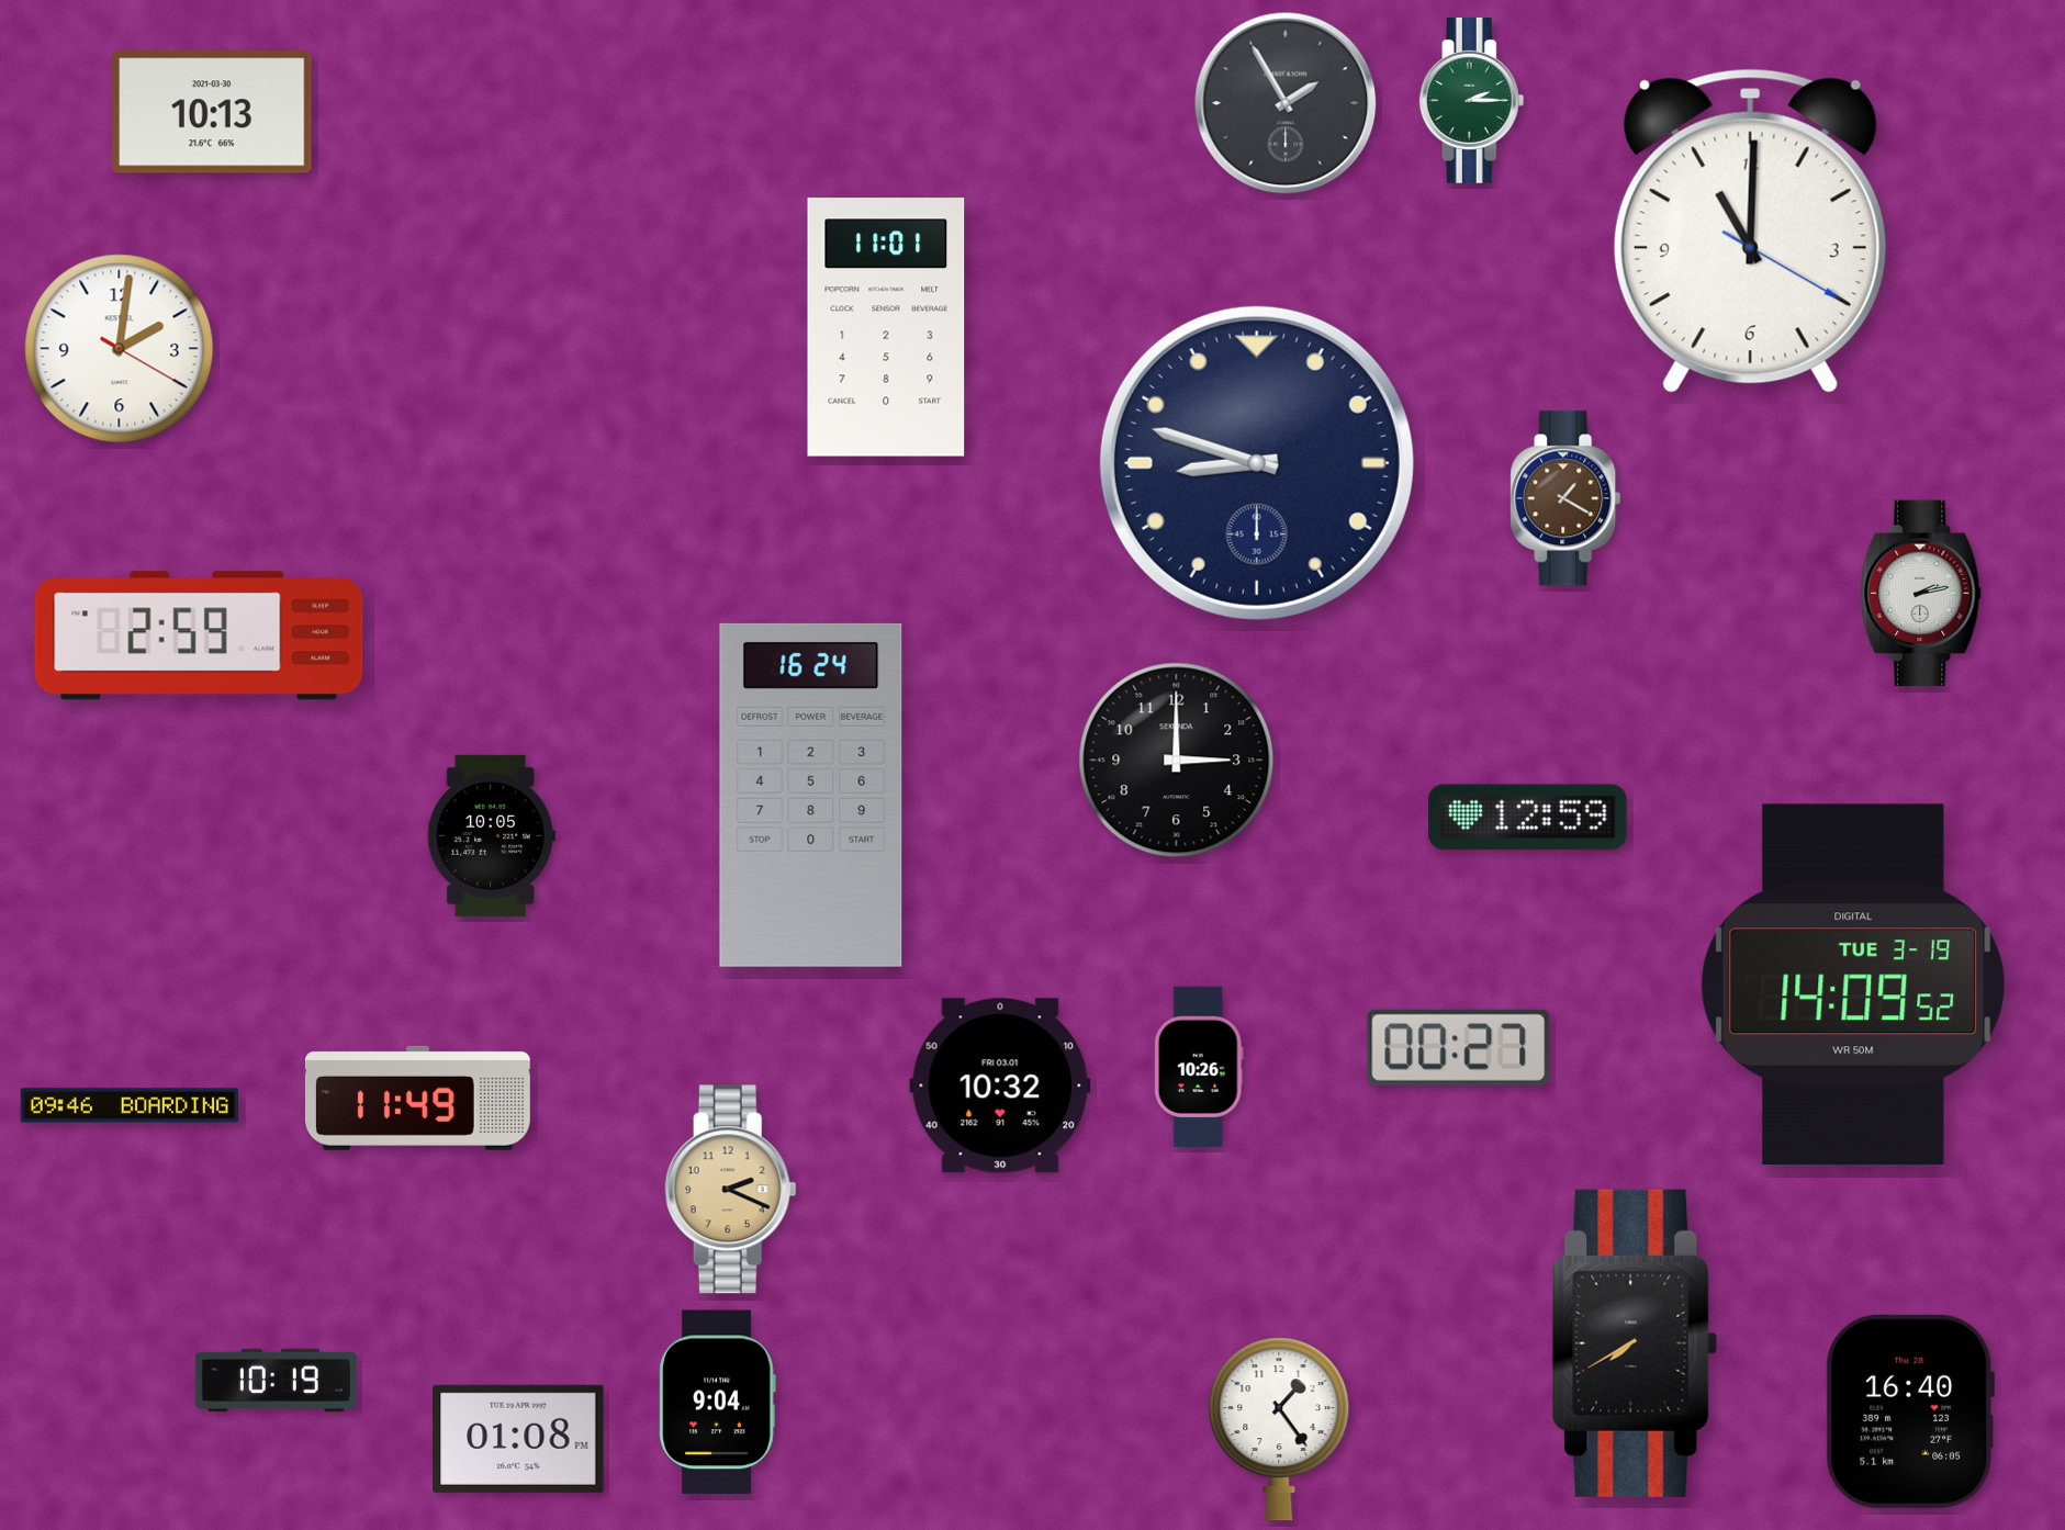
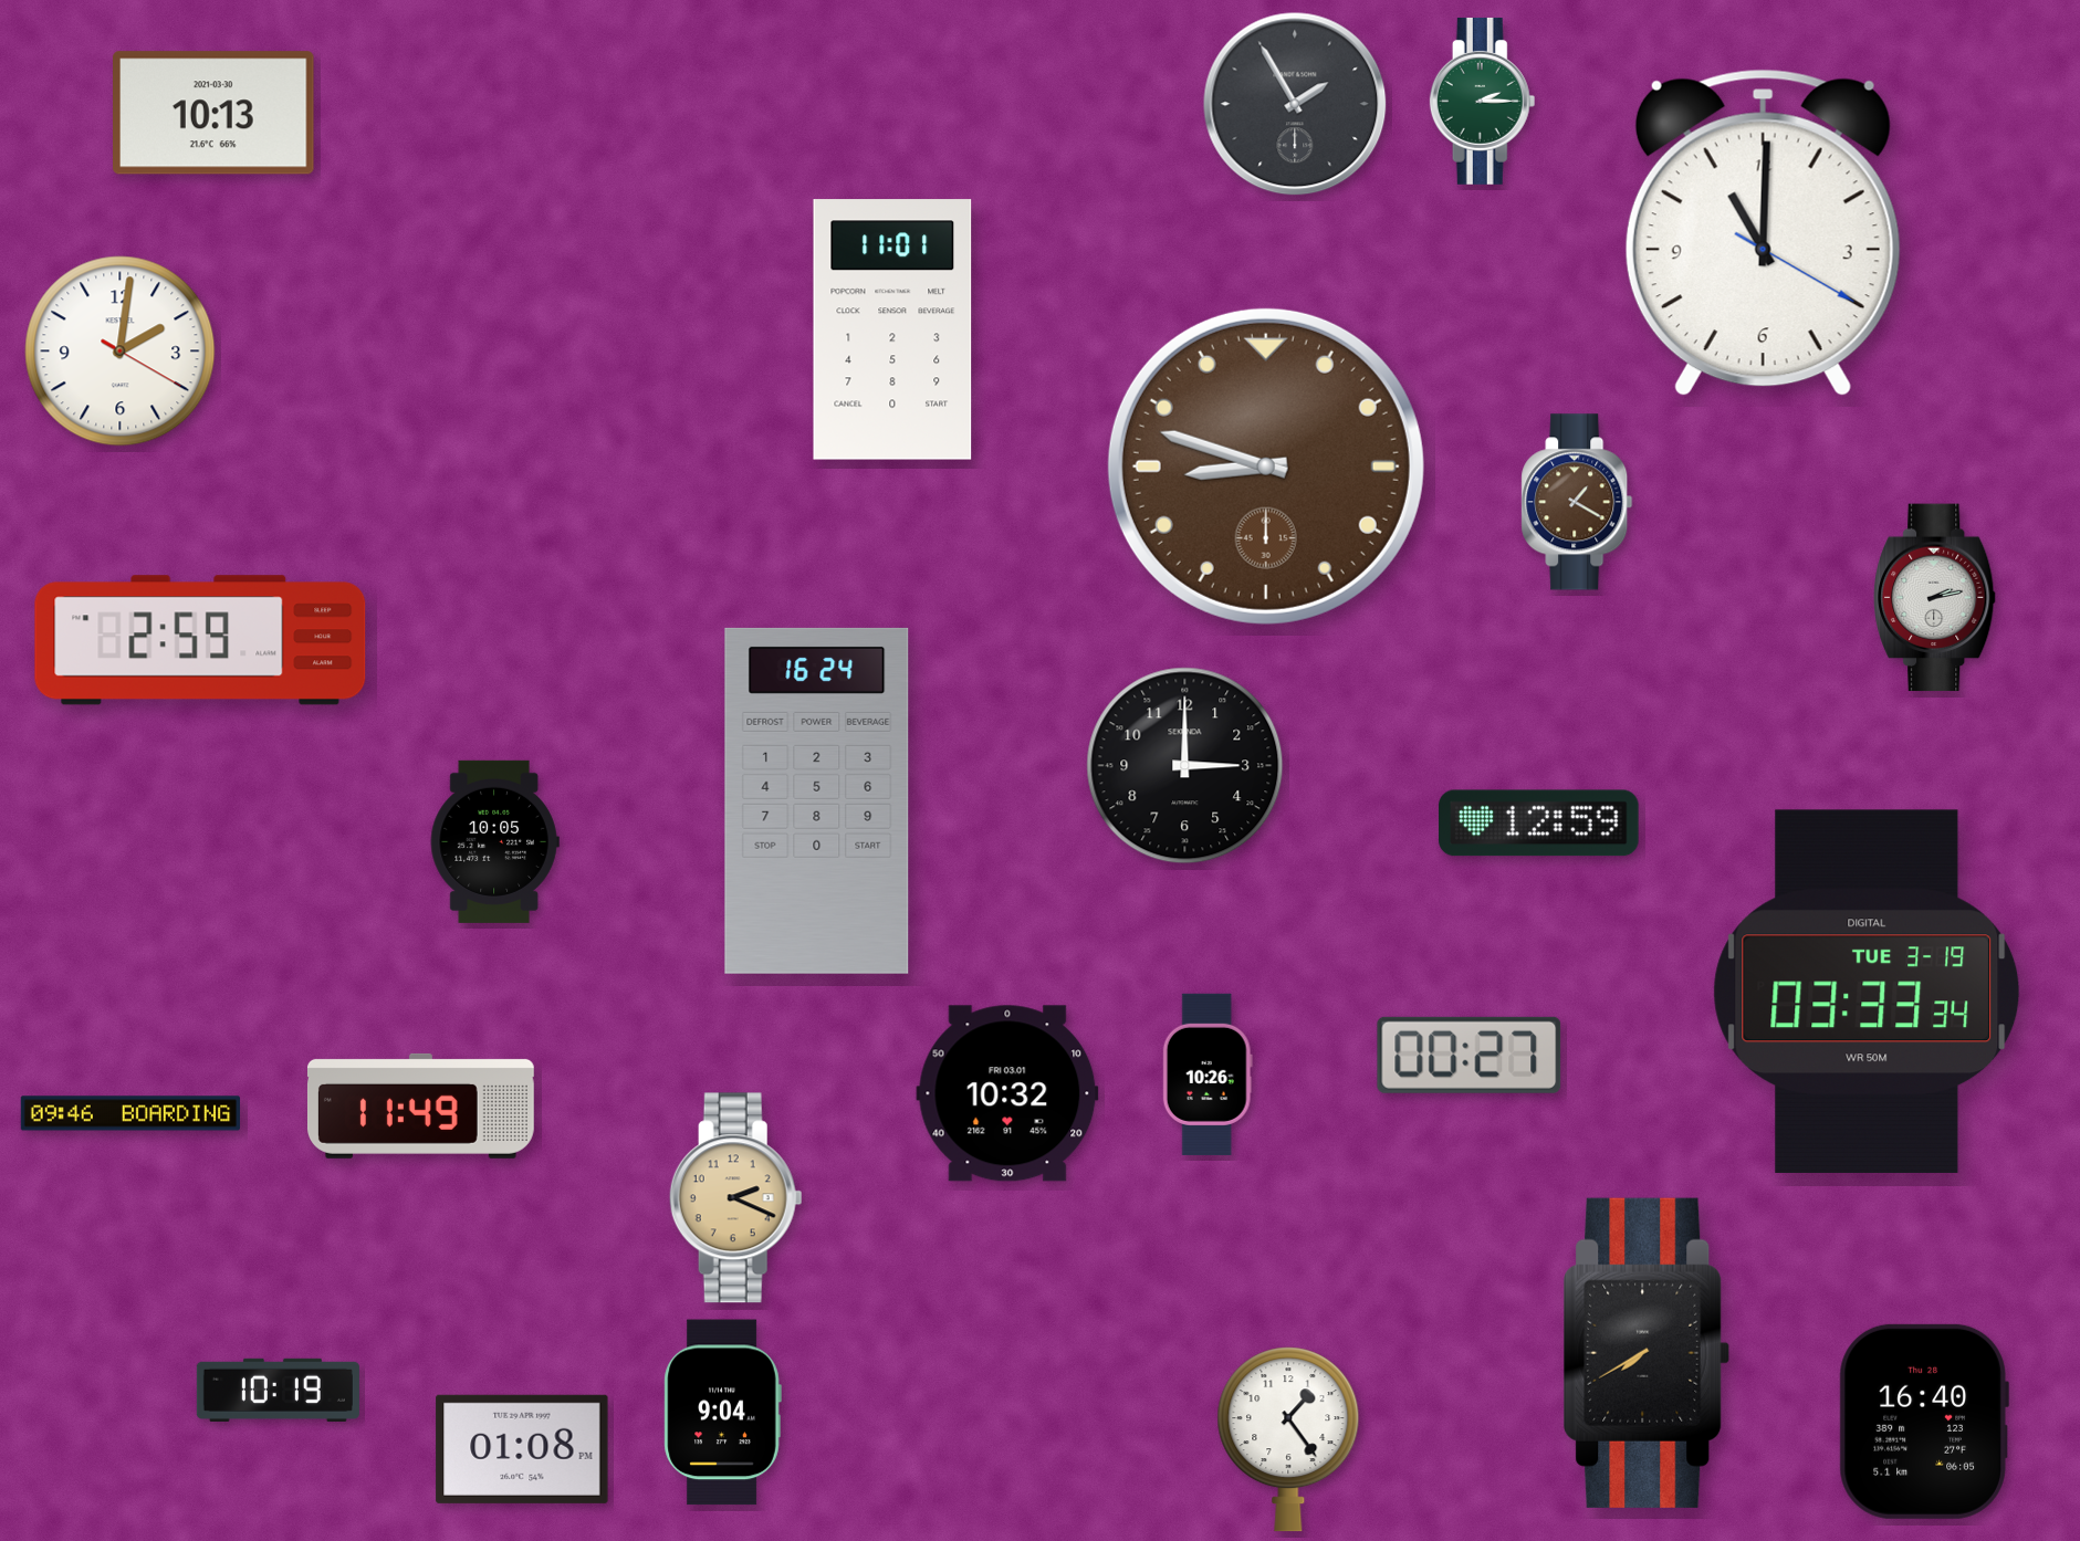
clock at (1257, 463) dial: navy -> brown
clock at (1853, 983): 14:09 -> 03:33
